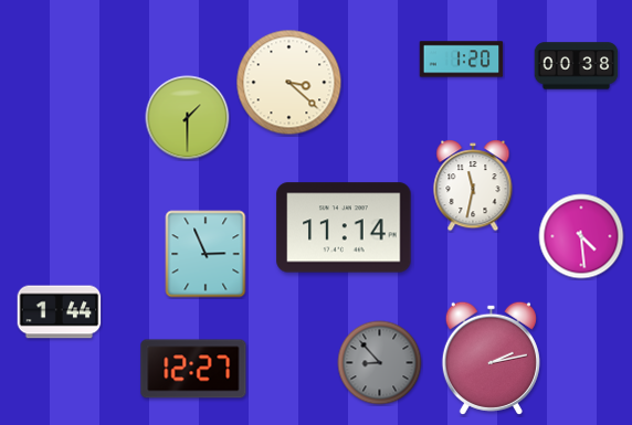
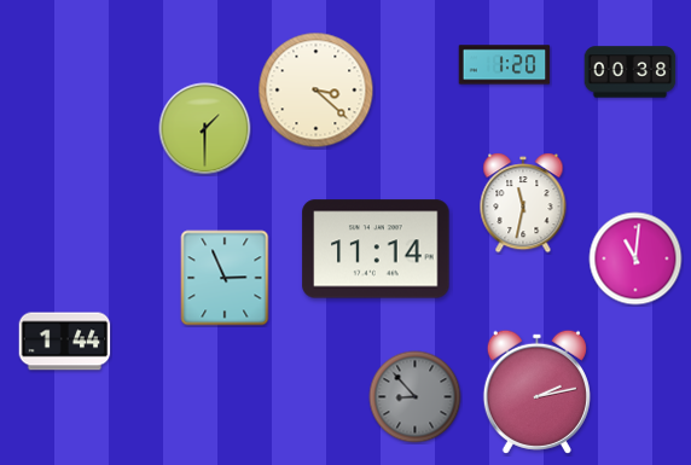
clock at (473, 185) position: (473, 185) -> (523, 203)
clock at (581, 236): 4:29 -> 11:01
clock at (193, 369): 12:27 -> none
